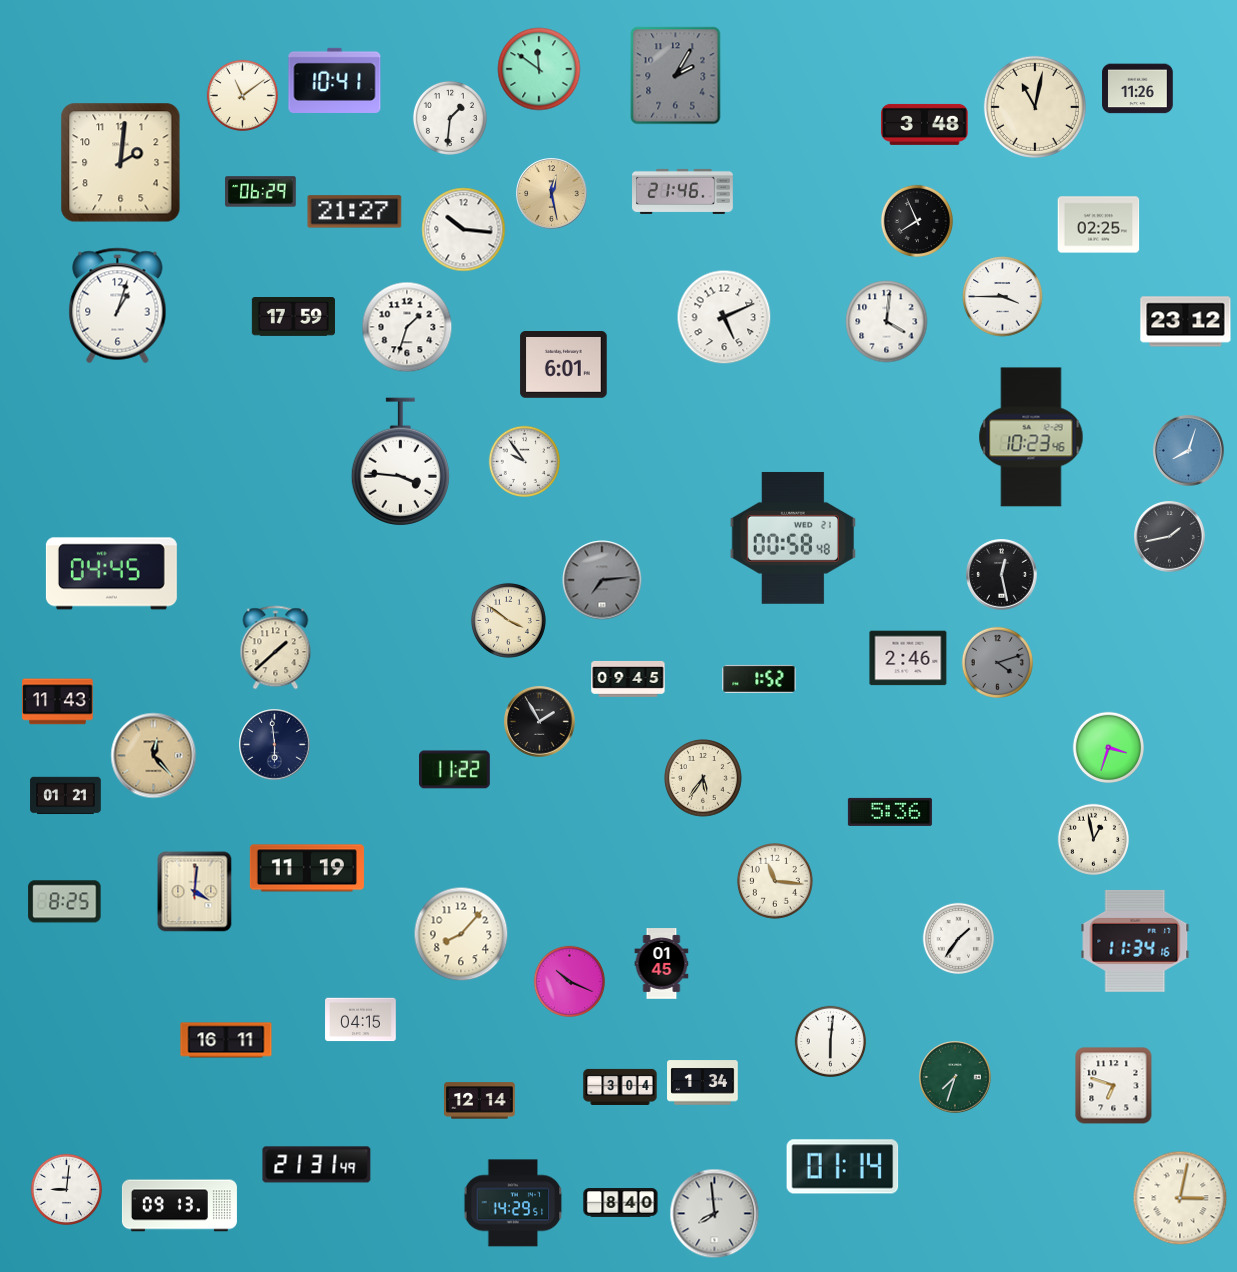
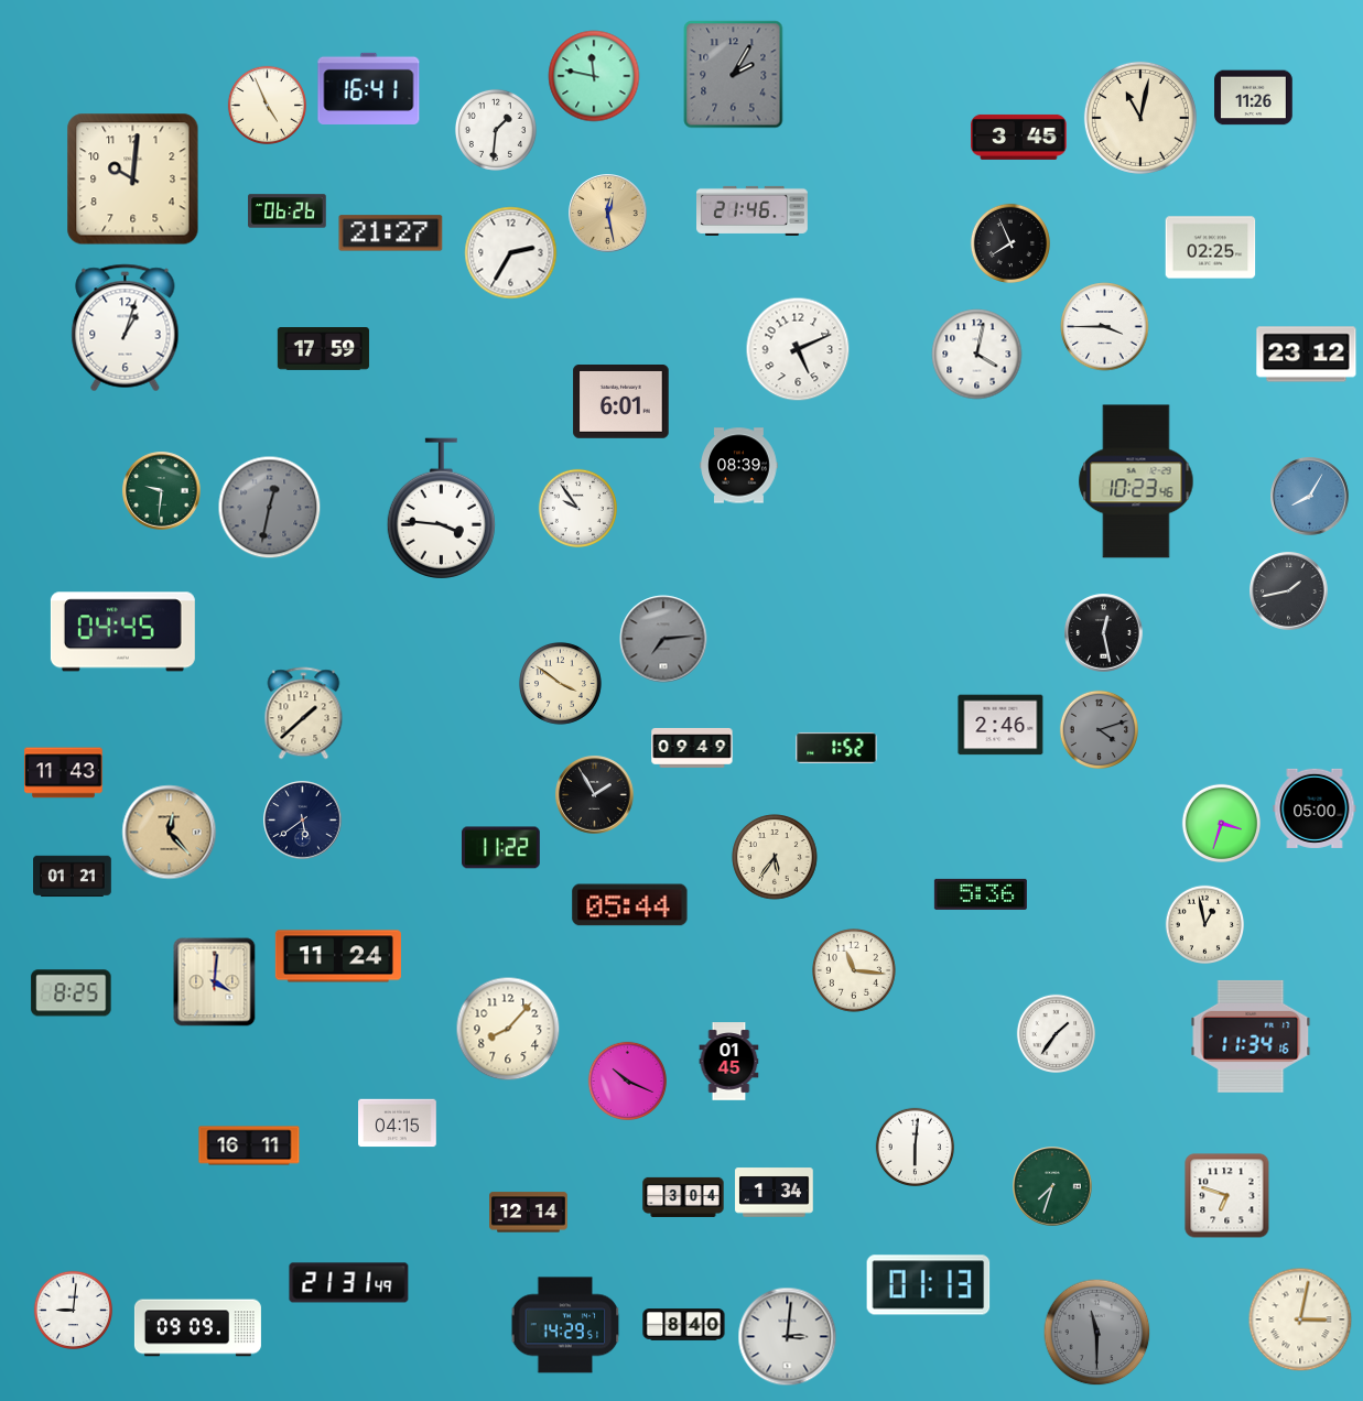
clock at (539, 69): 11:51 -> 11:47
clock at (676, 76) position: (676, 76) -> (734, 75)
clock at (335, 80): 10:41 -> 16:41
clock at (242, 95): 11:09 -> 4:56
clock at (925, 124): 3:48 -> 3:45
clock at (121, 163): 2:01 -> 10:01
clock at (261, 192): 06:29 -> 06:26
clock at (464, 230): 10:16 -> 2:35
clock at (118, 306) position: (118, 306) -> (126, 328)
clock at (887, 322): 4:01 -> 4:02
clock at (407, 327): 1:33 -> none
clock at (739, 466): none -> 08:39
clock at (162, 491): none -> 9:31
clock at (1189, 451): 8:03 -> 8:05
clock at (270, 508): none -> 12:32
clock at (792, 538): 00:58 -> none
clock at (628, 679): 09:45 -> 09:49
clock at (1315, 808): none -> 05:00
clock at (275, 745): 5:59 -> 5:39
clock at (630, 905): none -> 05:44
clock at (307, 868): 11:19 -> 11:24
clock at (843, 1167): 01:14 -> 01:13
clock at (179, 1206): 09:13 -> 09:09
clock at (1097, 1333): none -> 11:30
clock at (715, 1214): 7:59 -> 3:01
